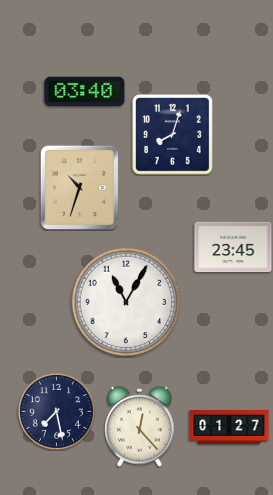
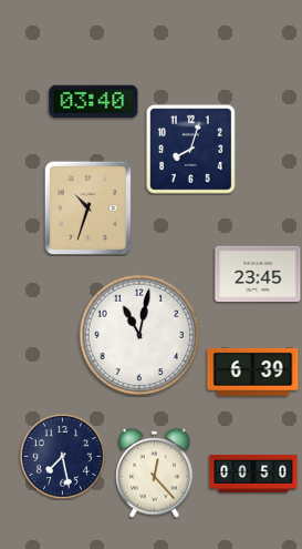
clock at (126, 302): 11:05 -> 11:02
clock at (253, 372): none -> 6:39
clock at (229, 427): 01:27 -> 00:50
